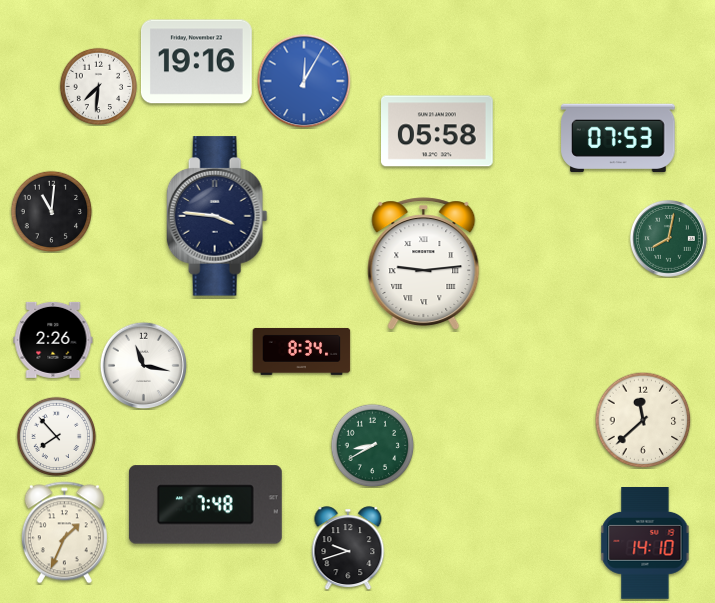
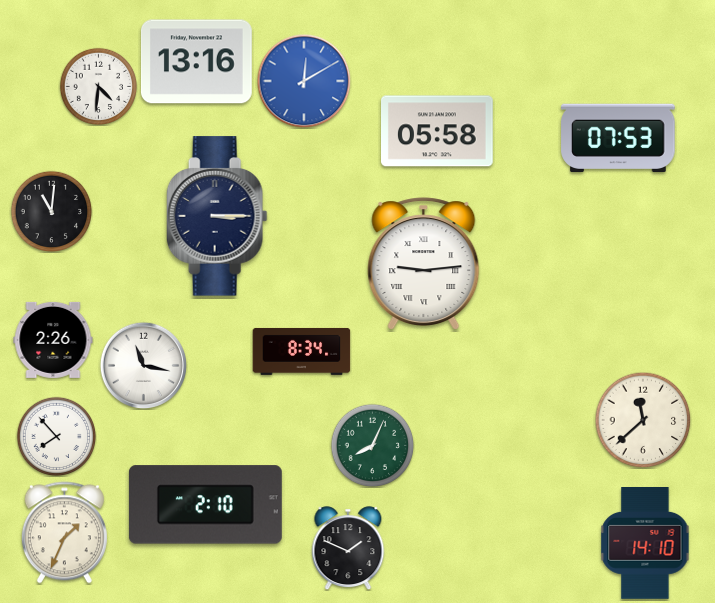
clock at (196, 62): 19:16 -> 13:16
clock at (304, 81): 12:05 -> 12:10
clock at (98, 86): 7:31 -> 4:31
clock at (217, 216): 3:46 -> 3:15
clock at (668, 238): 8:02 -> none
clock at (372, 445): 8:40 -> 8:04
clock at (205, 505): 7:48 -> 2:10
clock at (348, 548): 9:42 -> 1:49
